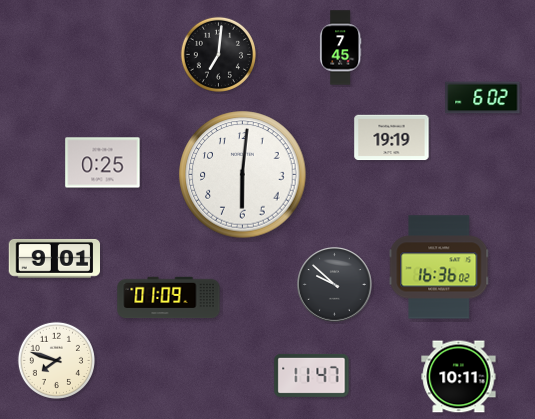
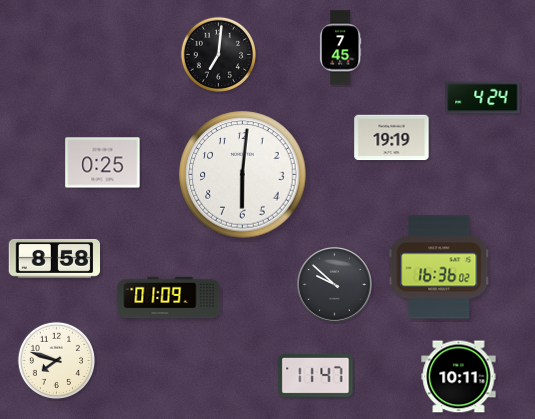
clock at (483, 98): 6:02 -> 4:24
clock at (54, 258): 9:01 -> 8:58
clock at (312, 375) position: (312, 375) -> (316, 375)
